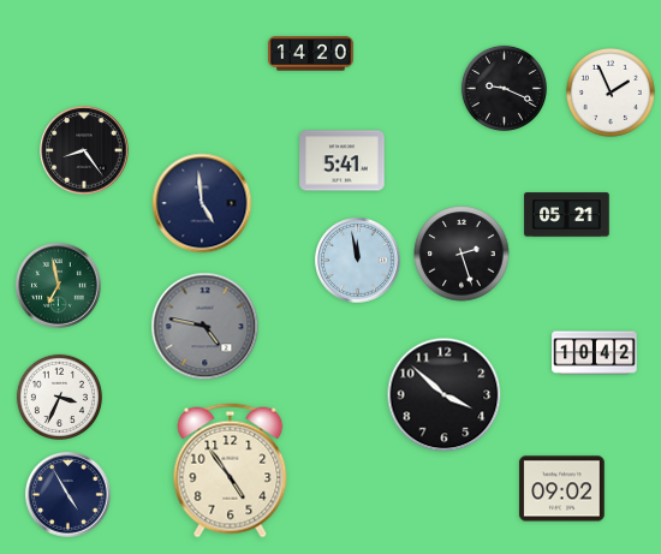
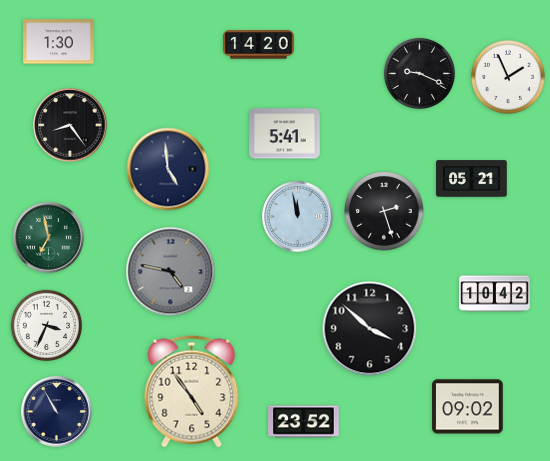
clock at (59, 42): none -> 1:30
clock at (59, 397) position: (59, 397) -> (46, 325)
clock at (69, 495): 4:55 -> 10:55
clock at (304, 422): none -> 23:52
